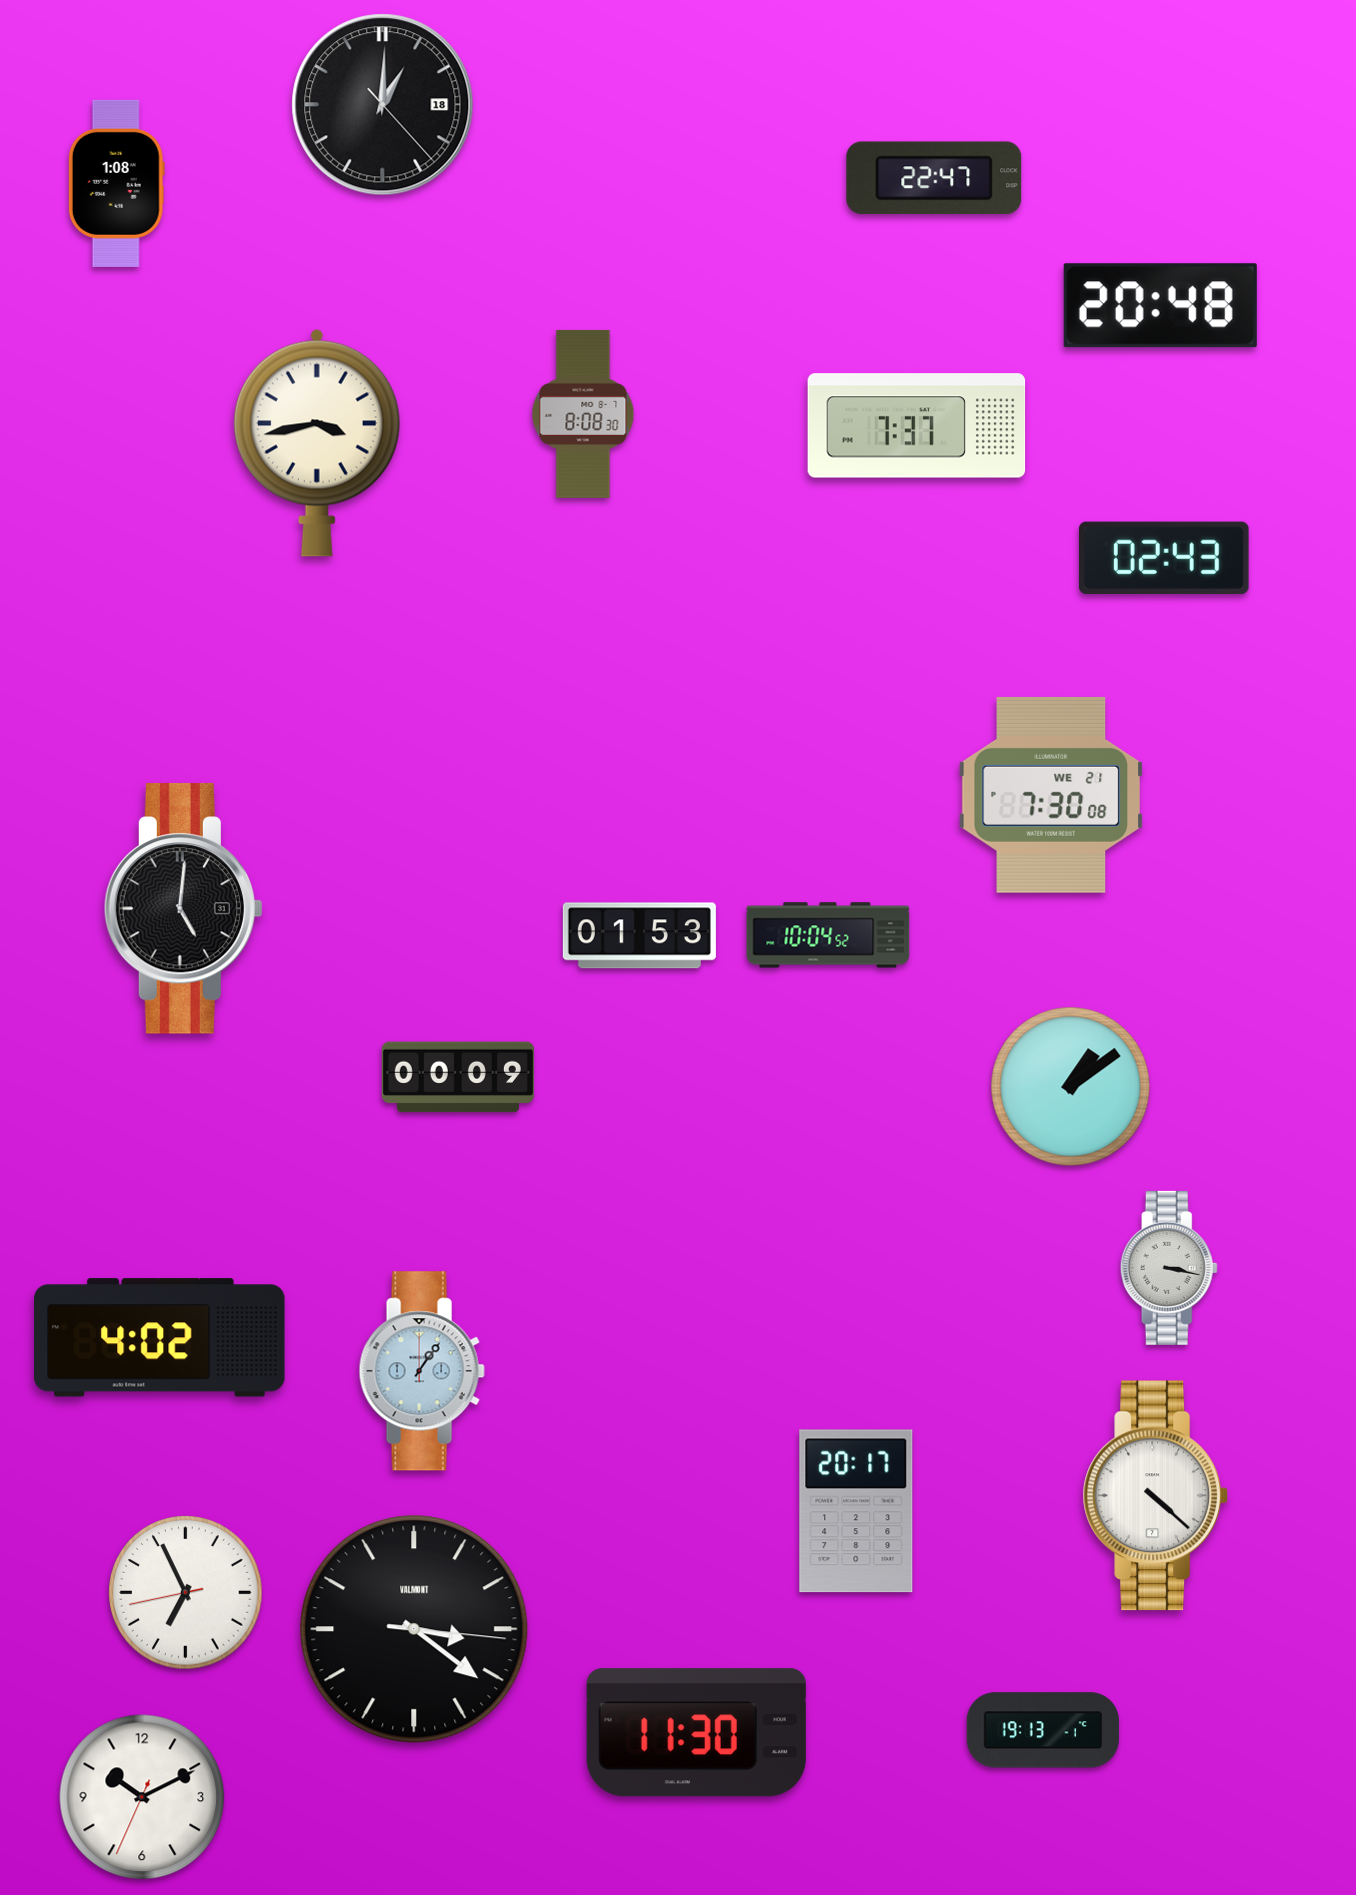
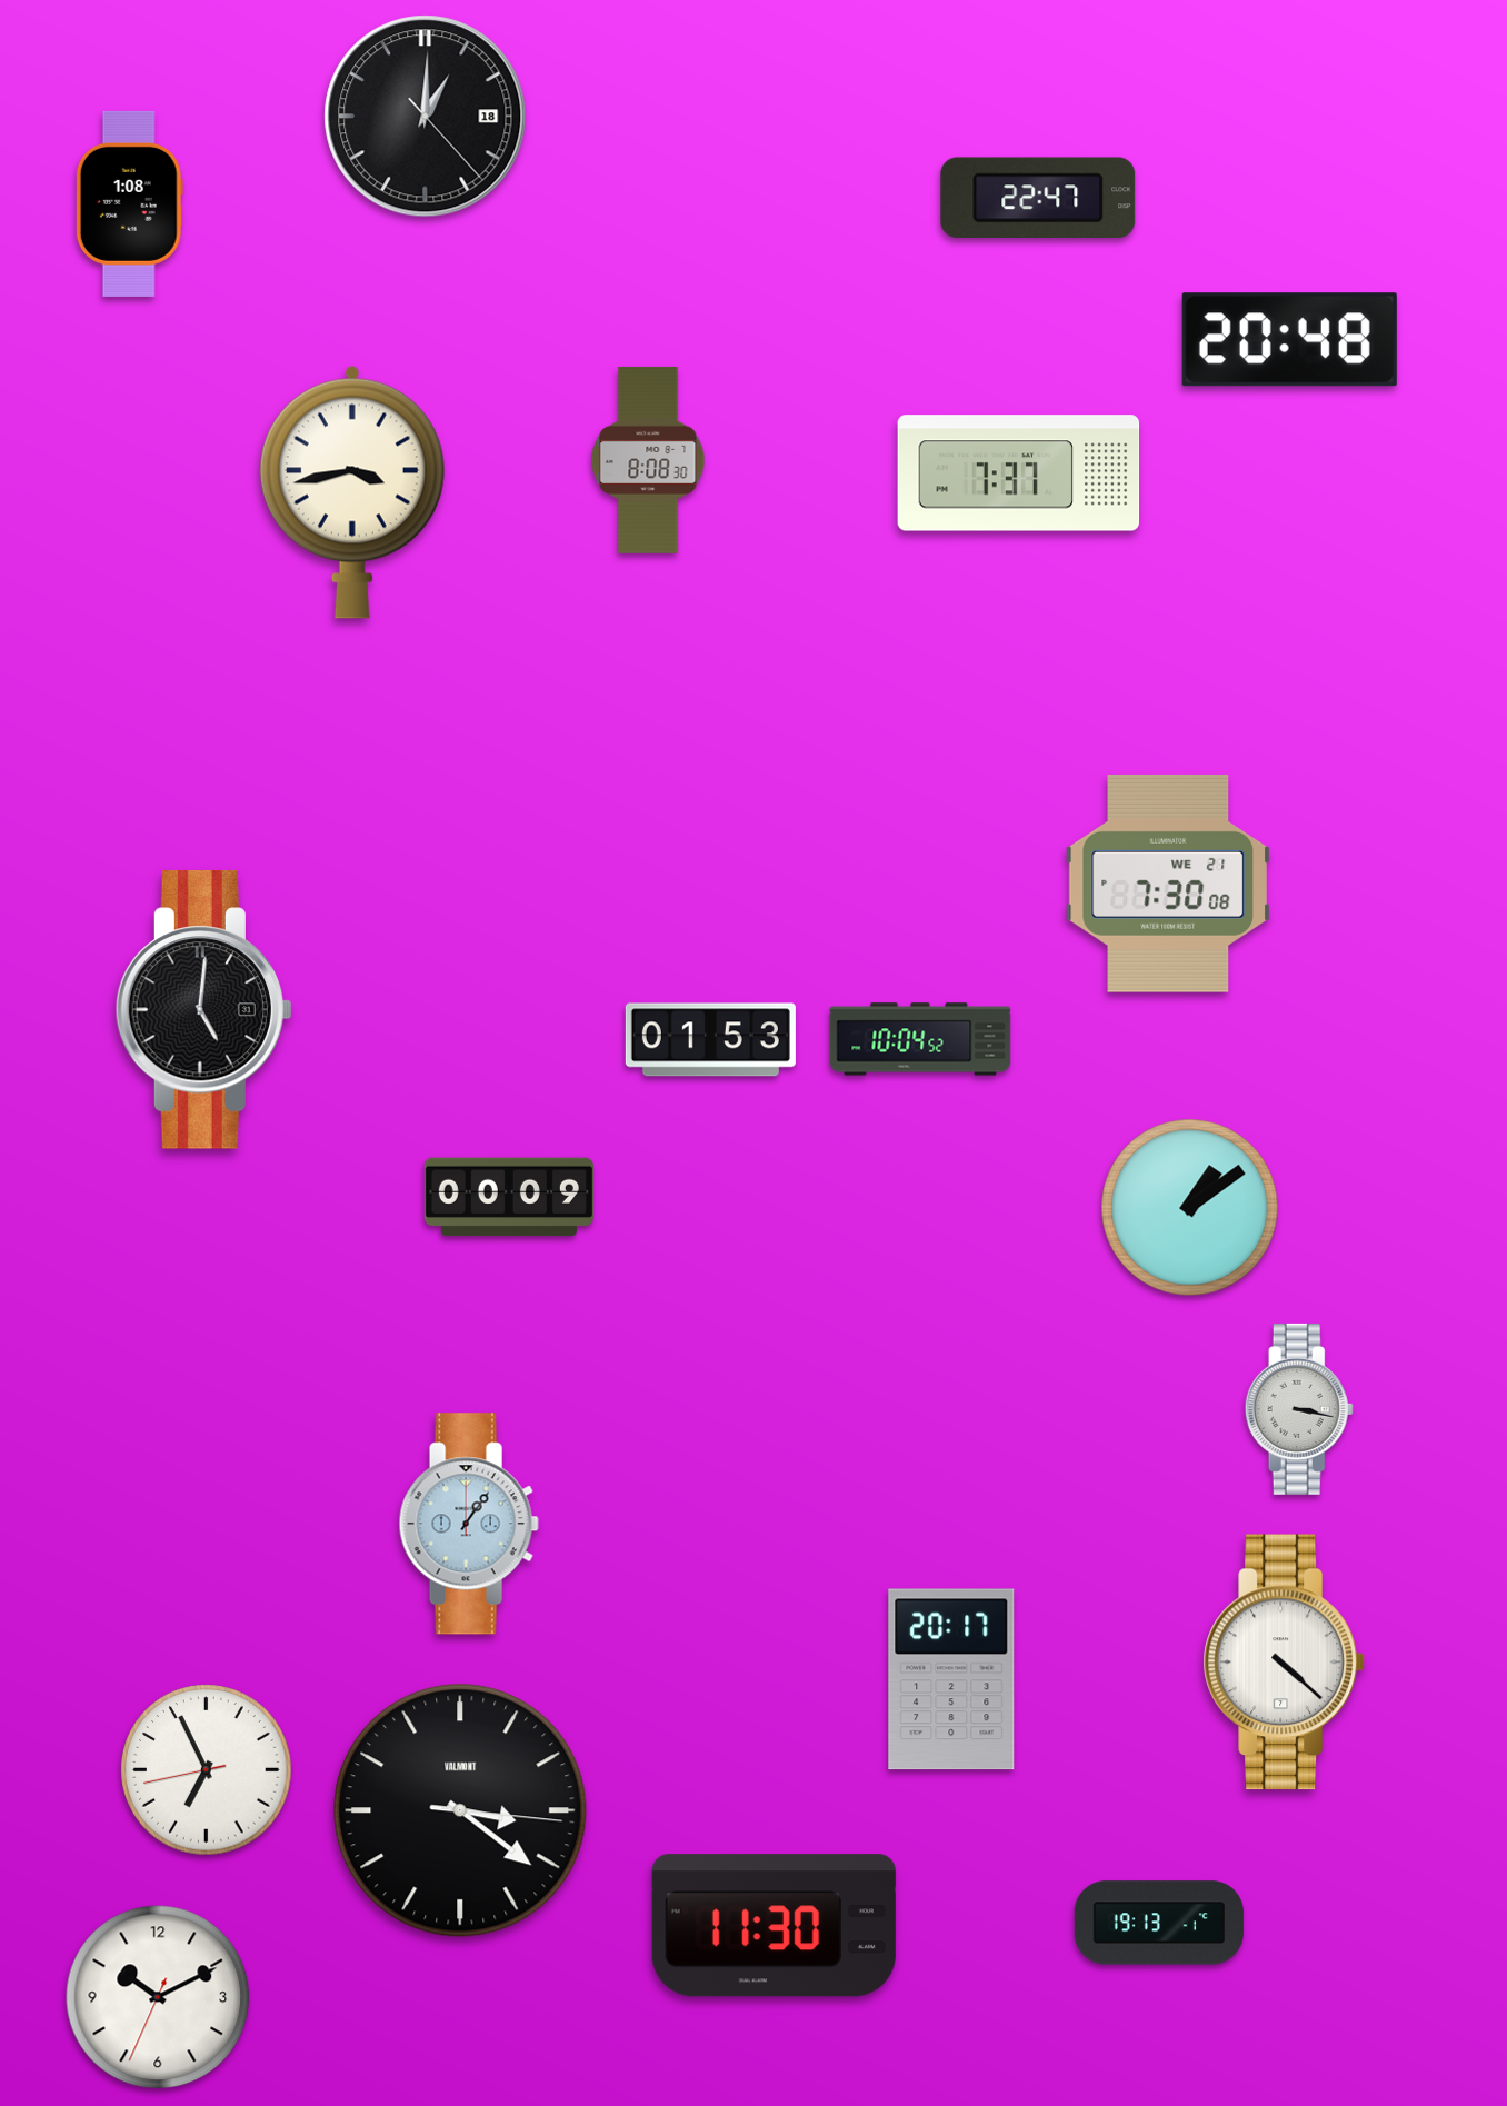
clock at (1164, 558): 02:43 -> none
clock at (160, 1338): 4:02 -> none
